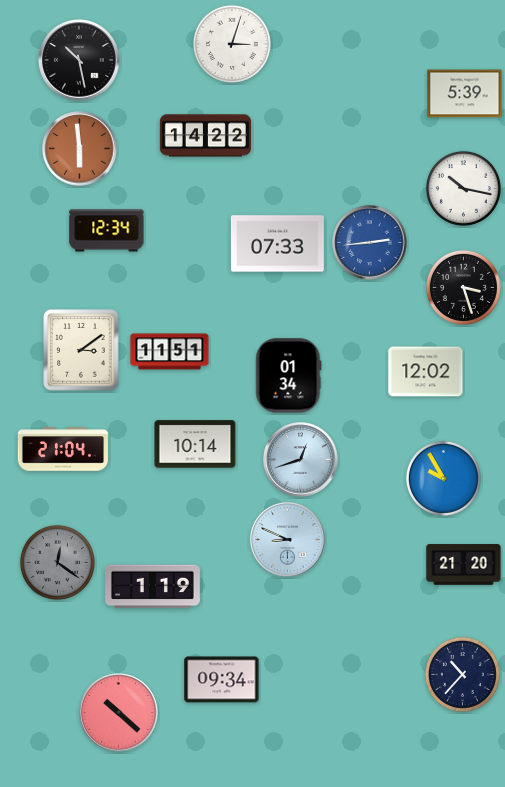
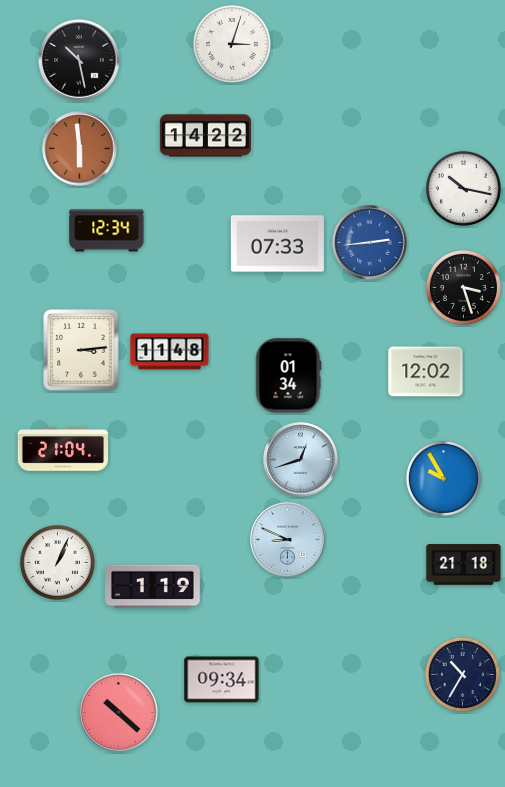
clock at (465, 94): 5:39 -> none
clock at (81, 350): 3:09 -> 3:14
clock at (170, 352): 11:51 -> 11:48
clock at (195, 444): 10:14 -> none
clock at (57, 562): 12:21 -> 1:04
clock at (57, 562) dial: grey -> white
clock at (464, 565): 21:20 -> 21:18
clock at (462, 674): 10:37 -> 10:35
